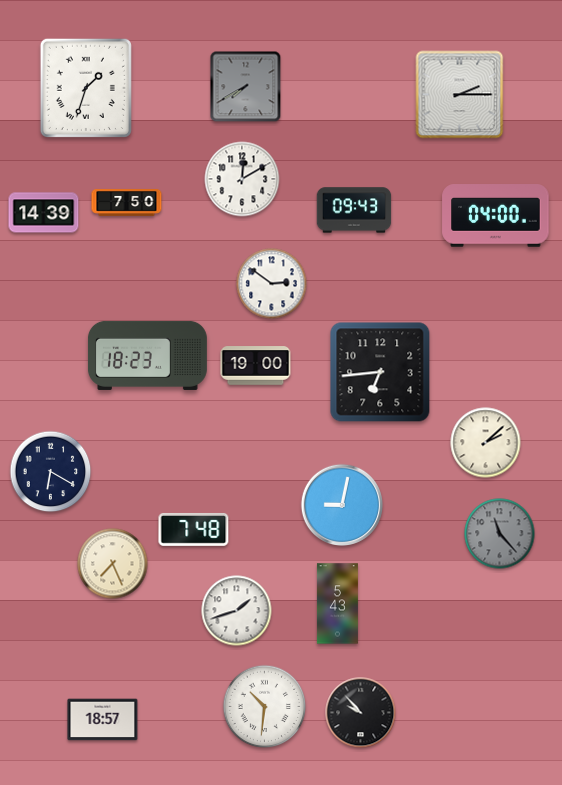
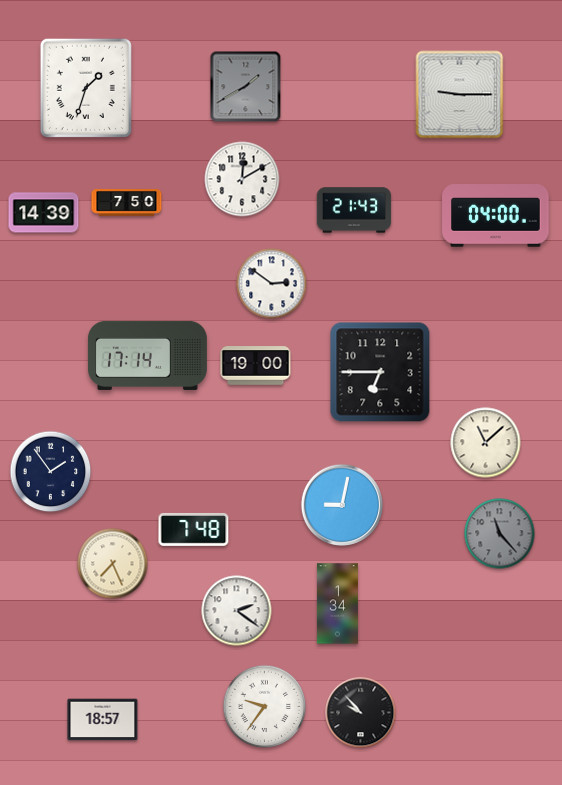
clock at (246, 87): 7:40 -> 1:40
clock at (460, 95): 2:15 -> 9:15
clock at (354, 210): 09:43 -> 21:43
clock at (147, 355): 18:23 -> 17:14
clock at (380, 372): 6:44 -> 6:45
clock at (486, 443): 2:08 -> 11:08
clock at (51, 472): 6:20 -> 1:54
clock at (337, 604): 5:43 -> 1:34
clock at (237, 611): 1:42 -> 2:21
clock at (265, 707): 10:31 -> 9:36
